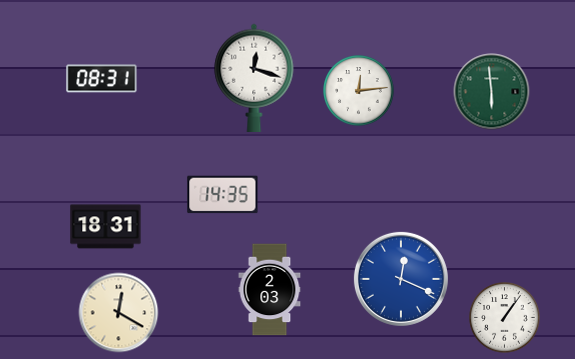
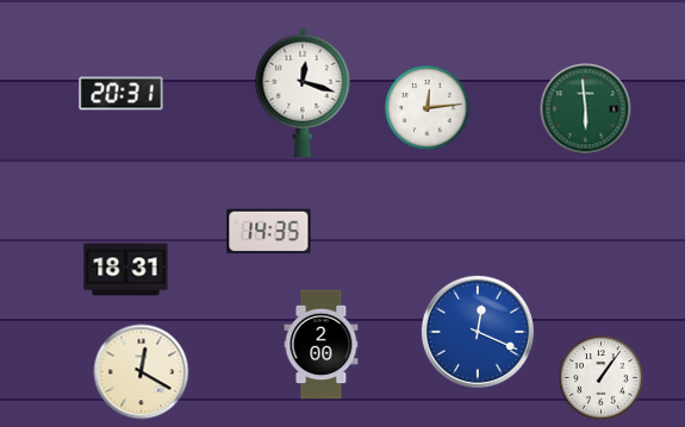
clock at (102, 79): 08:31 -> 20:31
clock at (223, 195) position: (223, 195) -> (269, 232)
clock at (270, 290): 2:03 -> 2:00
